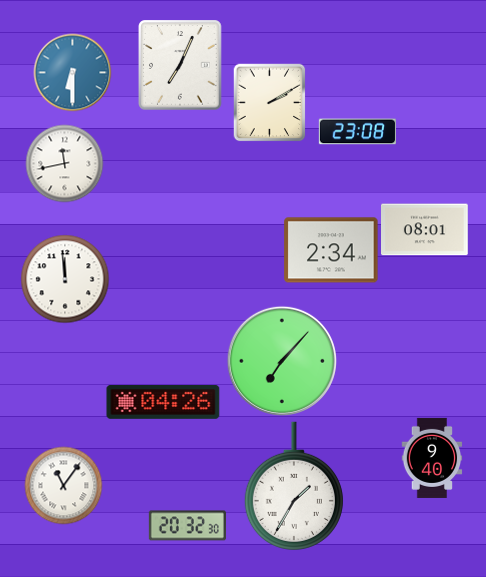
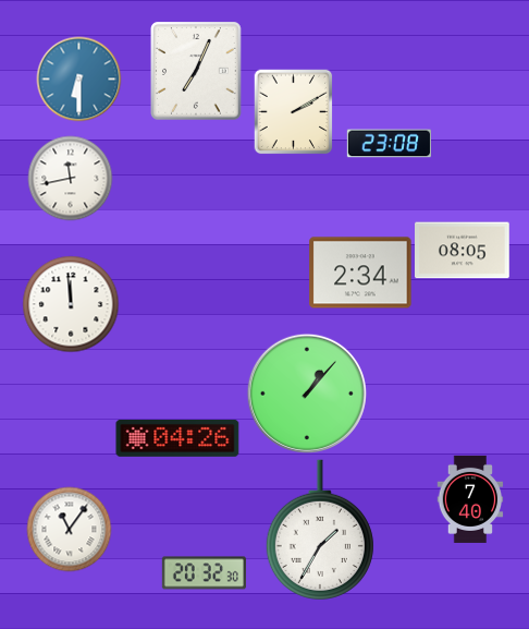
clock at (425, 230): 08:01 -> 08:05
clock at (282, 361): 7:07 -> 1:07
clock at (432, 458): 9:40 -> 7:40
